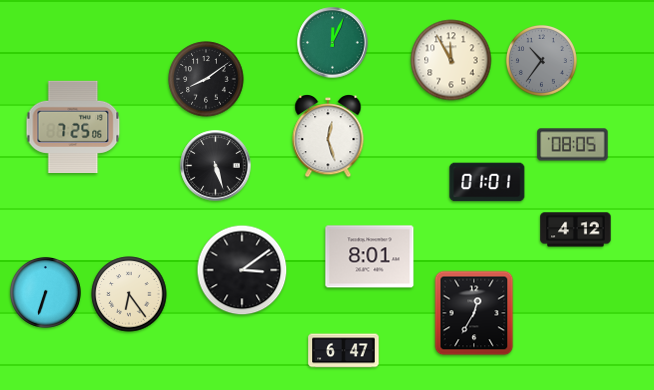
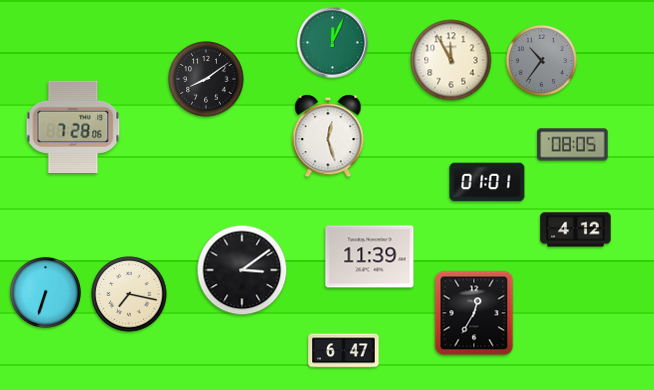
clock at (73, 127): 7:25 -> 7:28
clock at (216, 166): 5:27 -> none
clock at (370, 257): 8:01 -> 11:39
clock at (129, 294): 6:24 -> 7:17
